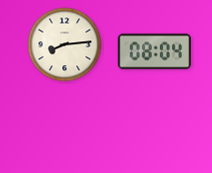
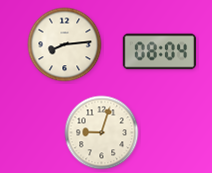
clock at (155, 52) position: (155, 52) -> (160, 52)
clock at (102, 133): none -> 9:03
